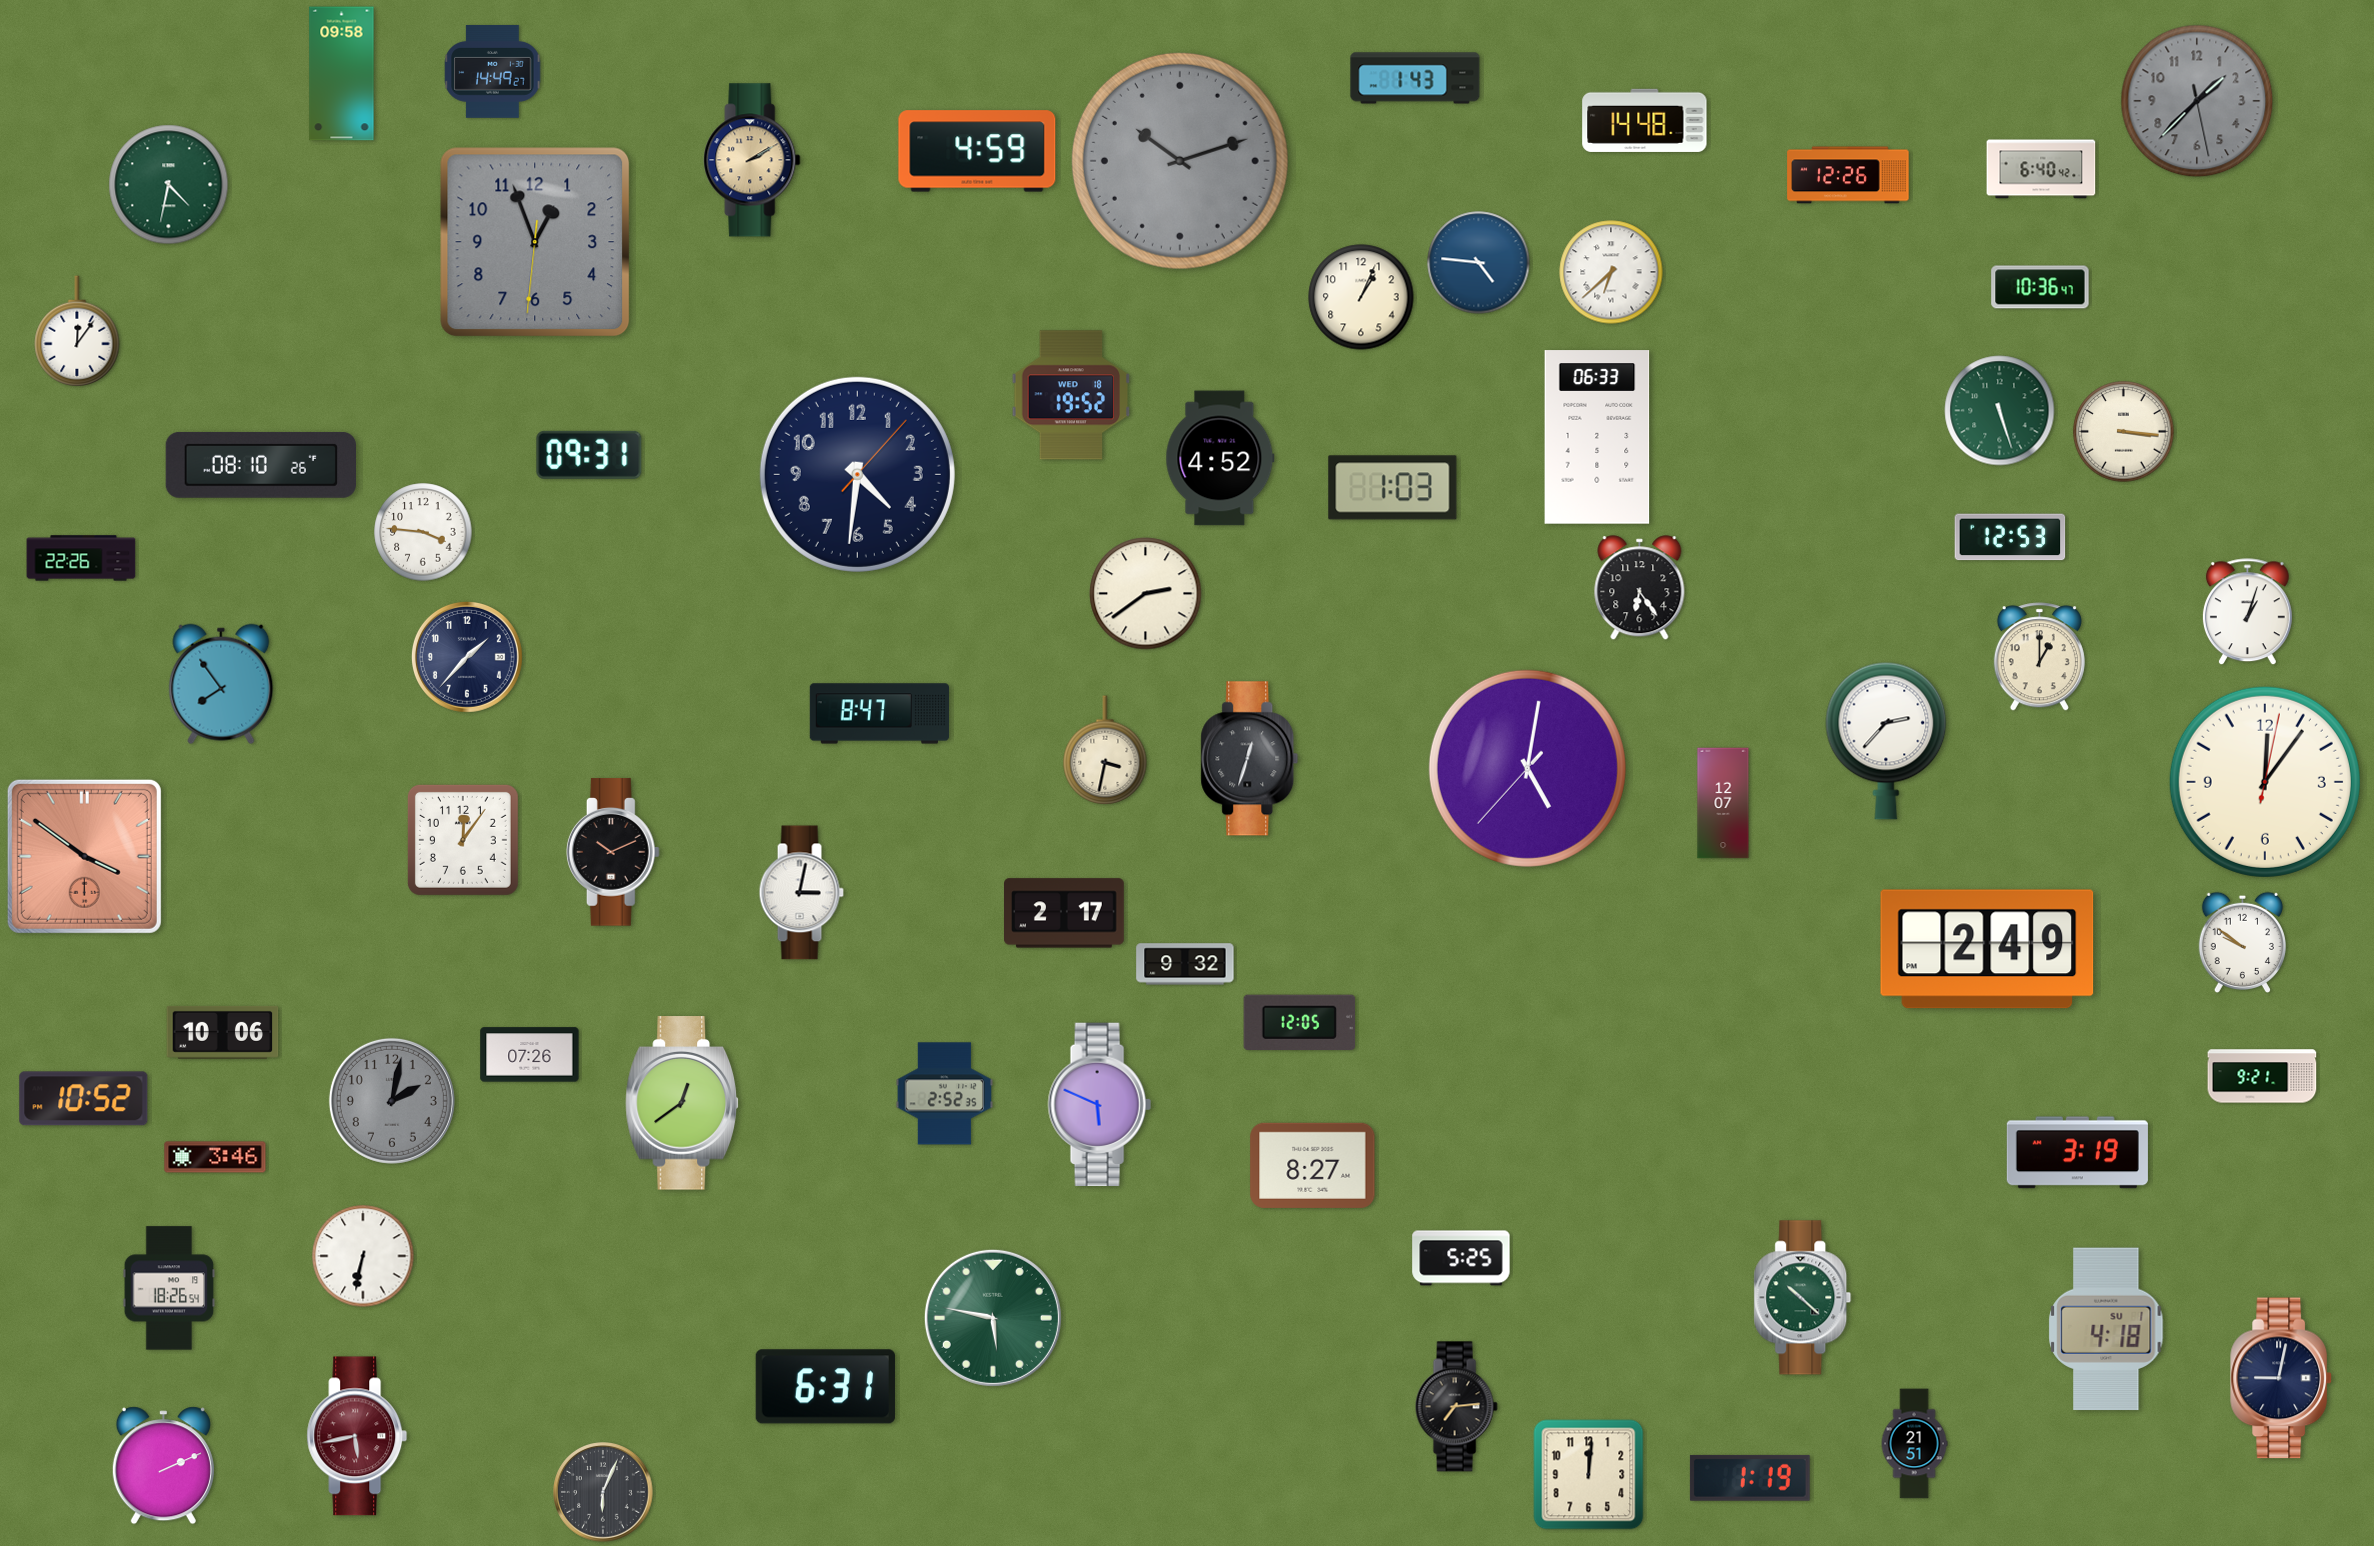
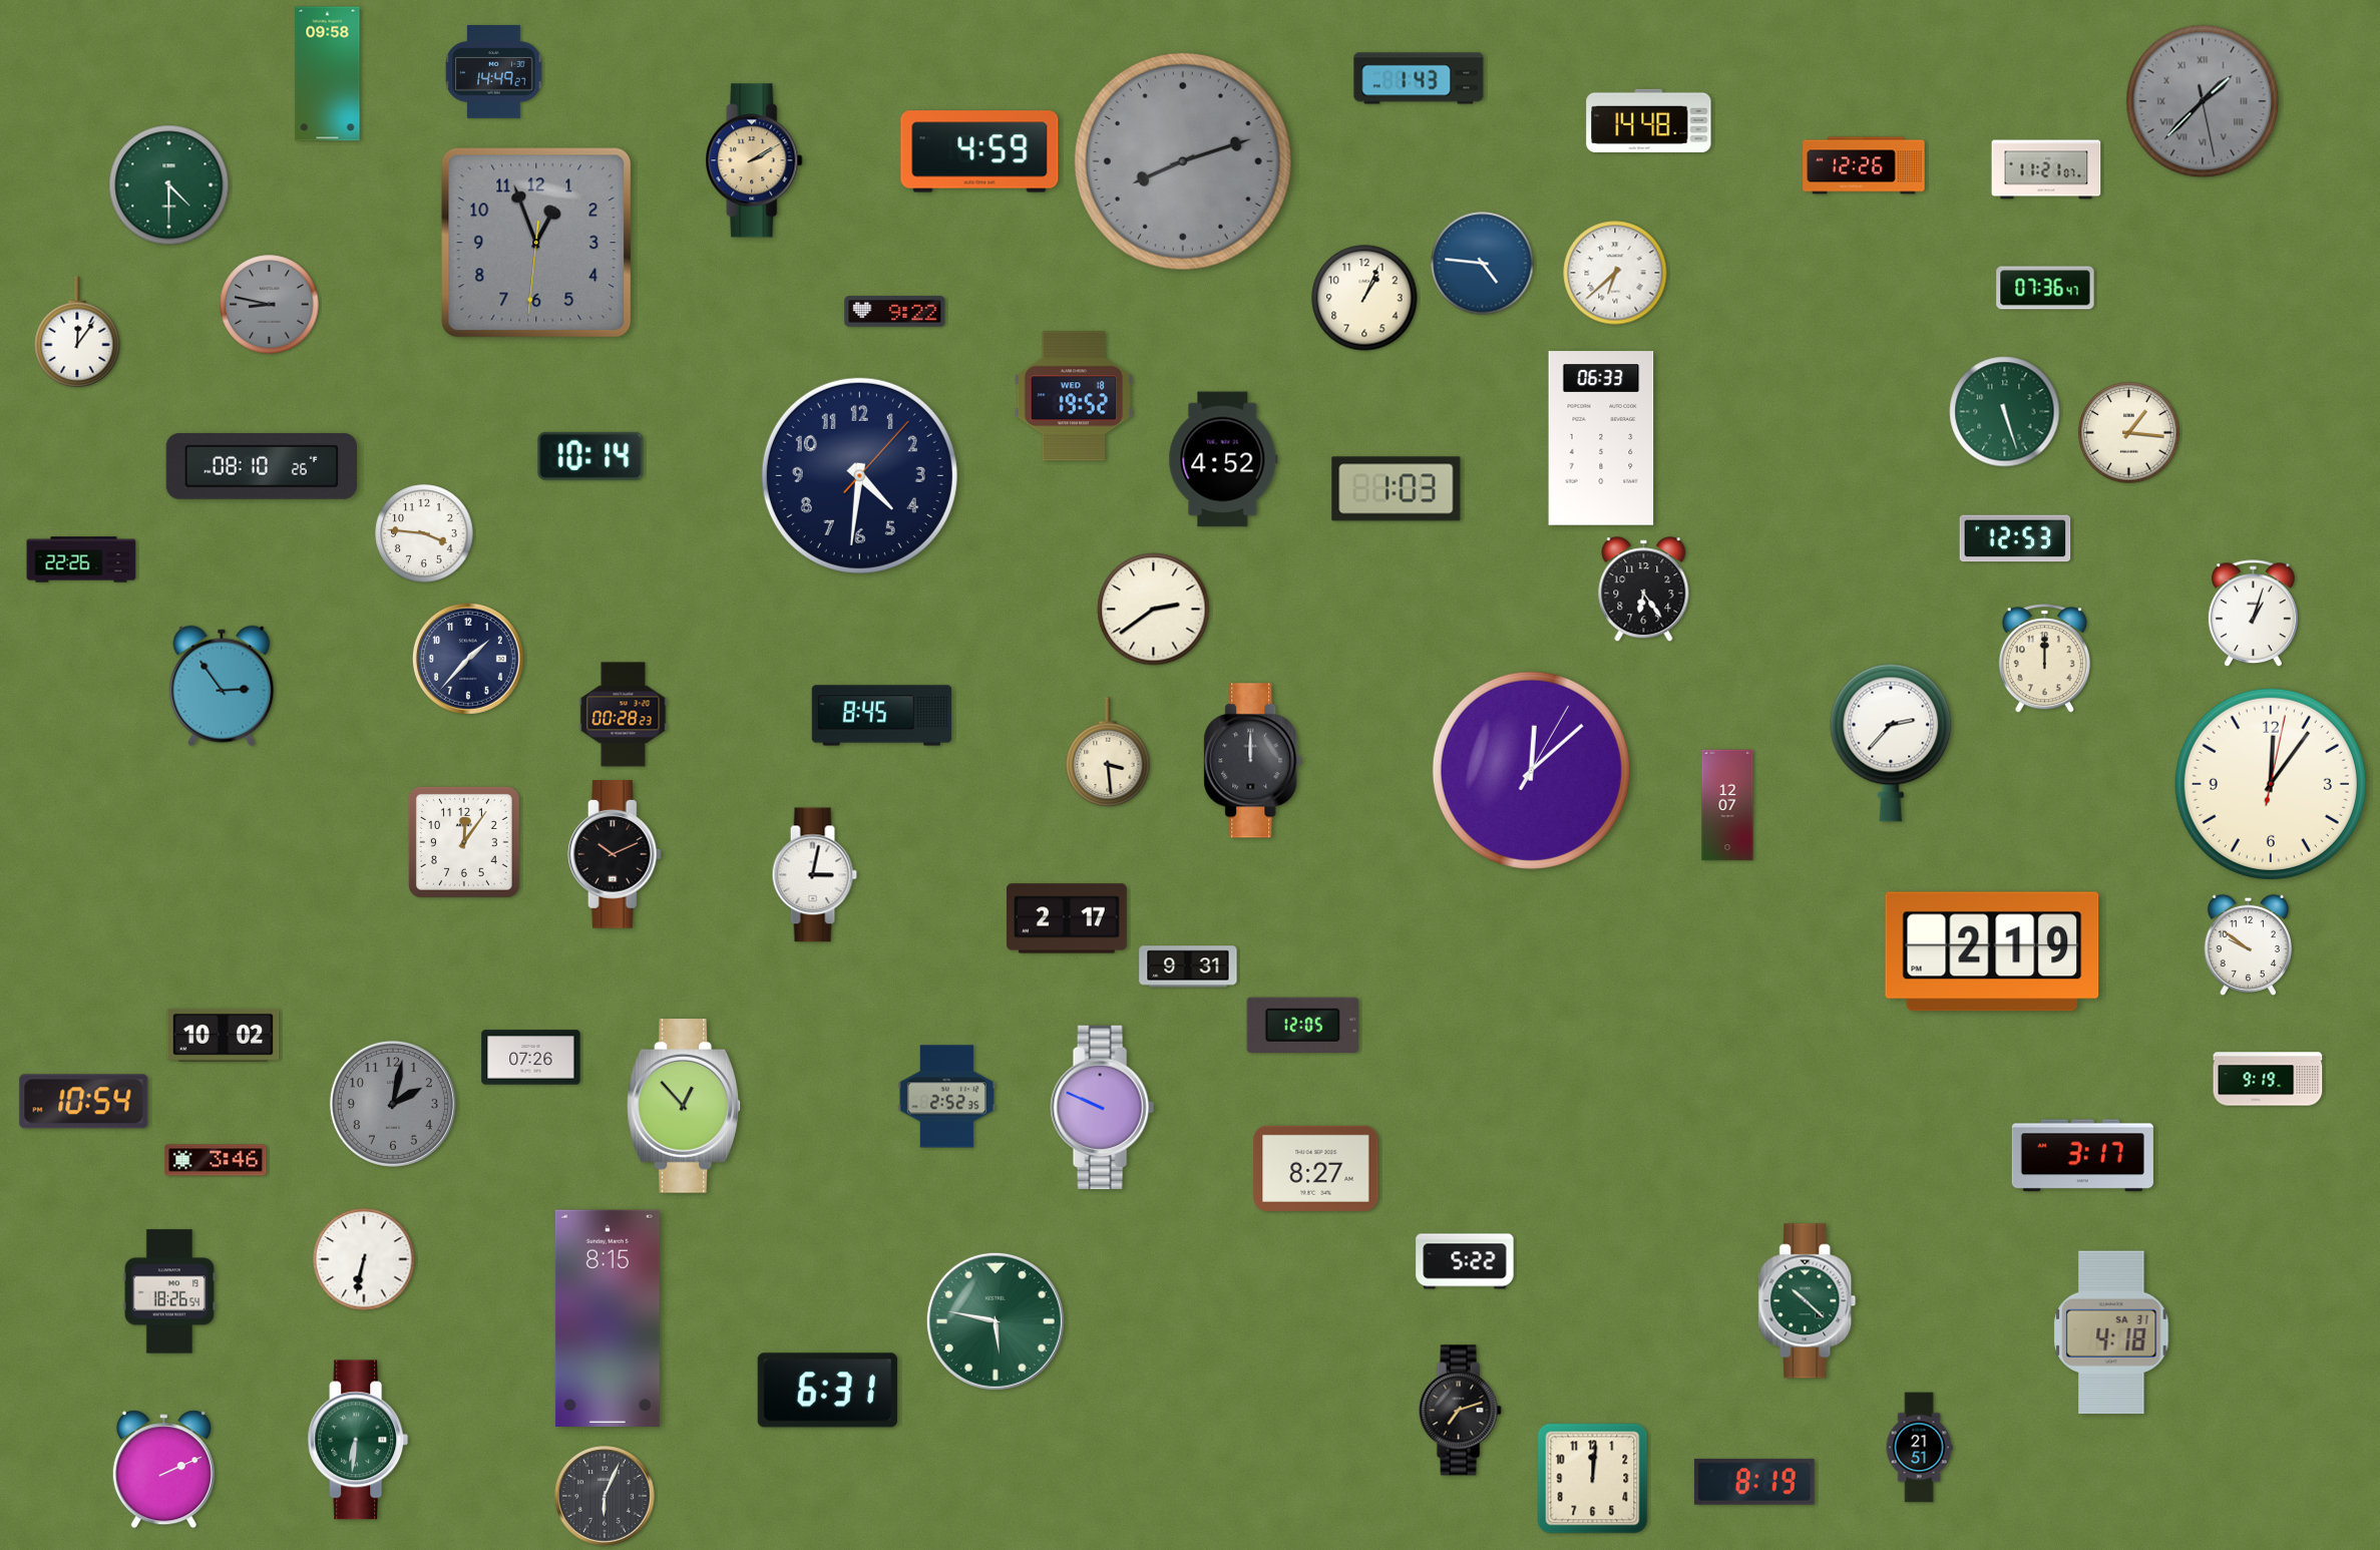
clock at (342, 74) position: (342, 74) -> (328, 74)
clock at (2197, 101) numerals: Arabic -> Roman
clock at (1180, 161): 10:12 -> 8:12
clock at (2041, 169): 6:40 -> 11:21
clock at (1848, 175) position: (1848, 175) -> (1864, 165)
clock at (169, 185): 4:32 -> 4:30
clock at (2040, 287): 10:36 -> 07:36
clock at (270, 305): none -> 8:47
clock at (895, 312): none -> 9:22
clock at (2124, 432): 3:16 -> 1:16
clock at (589, 455): 09:31 -> 10:14
clock at (1146, 594) position: (1146, 594) -> (1154, 610)
clock at (2039, 657): 1:00 -> 12:00
clock at (221, 684): 7:54 -> 2:54
clock at (624, 715): none -> 00:28
clock at (880, 714): 8:47 -> 8:45
clock at (1105, 750): 3:32 -> 3:29
clock at (1250, 759): 12:33 -> 12:00
clock at (1527, 768): 5:01 -> 12:08
clock at (84, 856): 3:51 -> none
clock at (801, 893) position: (801, 893) -> (814, 875)
clock at (1065, 913) position: (1065, 913) -> (1068, 918)
clock at (1987, 949): 2:49 -> 2:19
clock at (1185, 964): 9:32 -> 9:31
clock at (223, 1032): 10:06 -> 10:02
clock at (2262, 1076): 9:21 -> 9:19
clock at (84, 1099): 10:52 -> 10:54
clock at (683, 1103): 12:39 -> 12:53
clock at (1099, 1105): 5:49 -> 9:49
clock at (2077, 1153): 3:19 -> 3:17
clock at (1461, 1258): 5:25 -> 5:22
clock at (608, 1318): none -> 8:15
clock at (2106, 1329) date: SU 1 -> SA 31
clock at (2281, 1378): 9:02 -> none
clock at (1456, 1407): 7:14 -> 7:12
clock at (357, 1436): 5:43 -> 6:31
clock at (357, 1436) dial: burgundy -> green
clock at (1750, 1478): 1:19 -> 8:19
